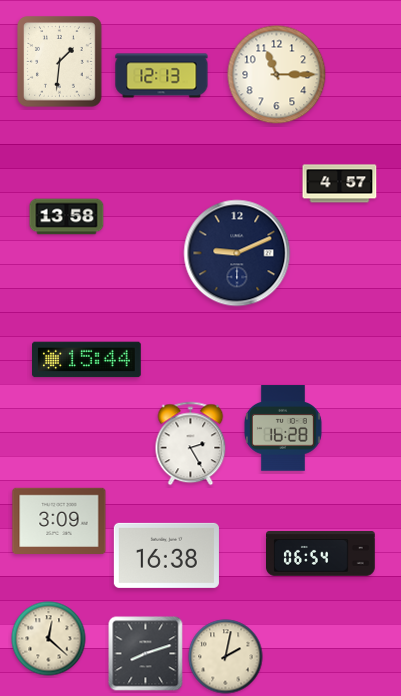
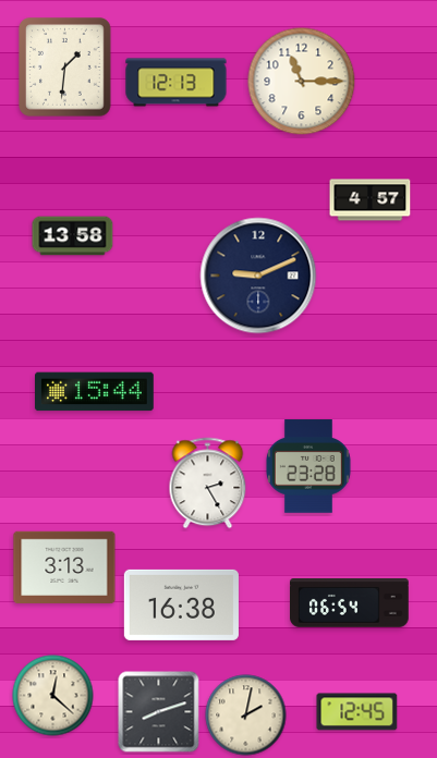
clock at (283, 428): 16:28 -> 23:28
clock at (59, 520): 3:09 -> 3:13
clock at (357, 712): none -> 12:45
